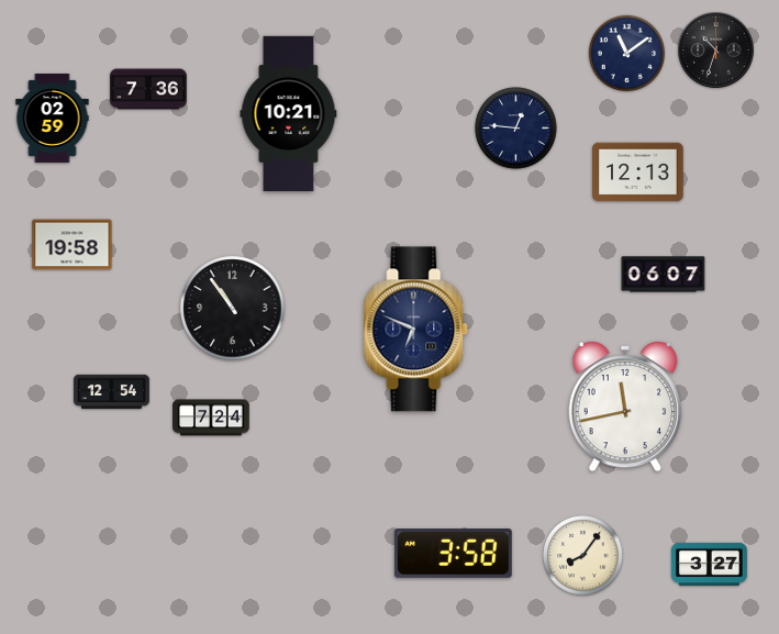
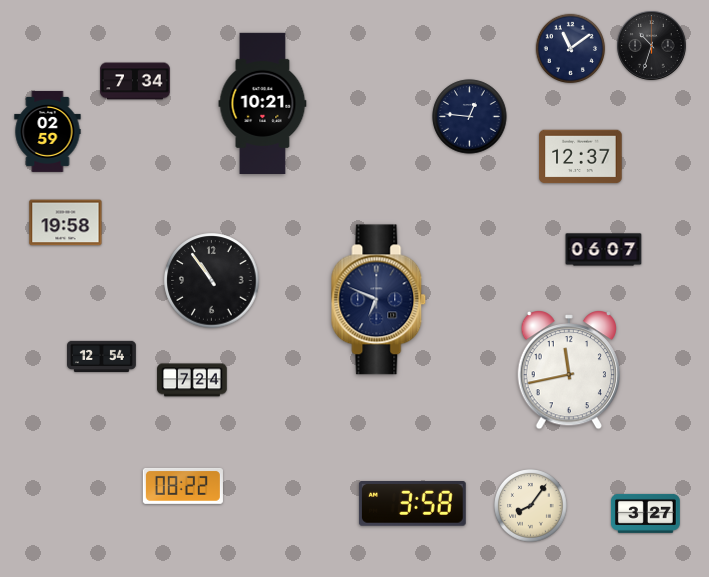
clock at (148, 89): 7:36 -> 7:34
clock at (53, 118) position: (53, 118) -> (48, 131)
clock at (638, 173): 12:13 -> 12:37
clock at (183, 486): none -> 08:22
